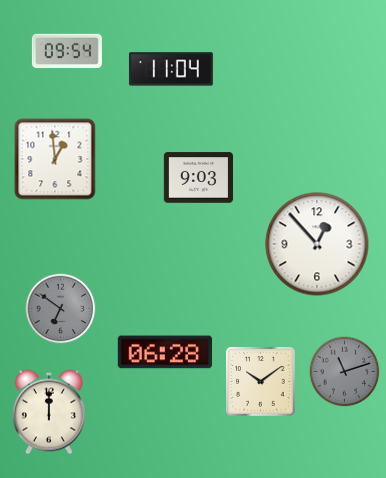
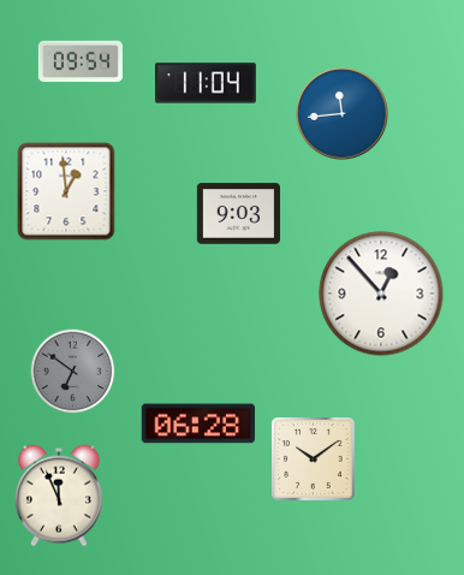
clock at (343, 114): none -> 11:44
clock at (345, 372): 11:12 -> none
clock at (49, 412): 12:00 -> 11:56
